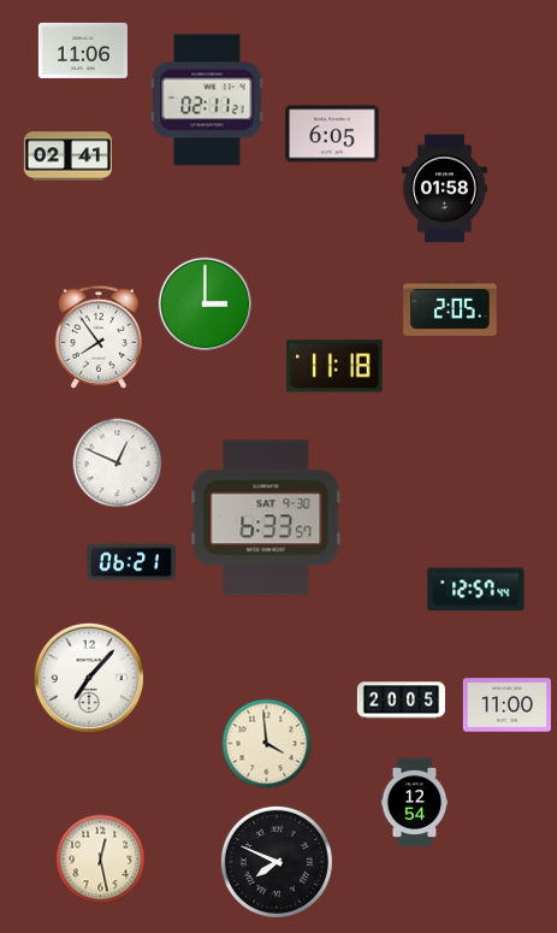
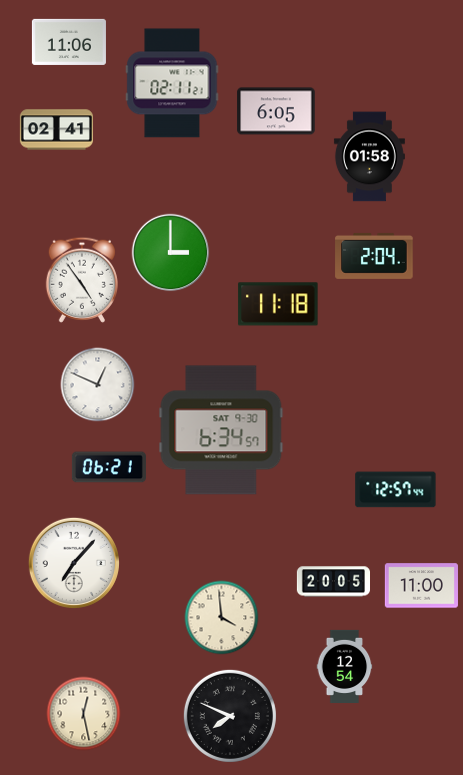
clock at (450, 308): 2:05 -> 2:04
clock at (99, 337): 7:54 -> 4:54
clock at (266, 518): 6:33 -> 6:34
